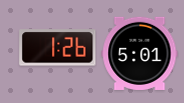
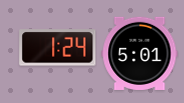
clock at (58, 48): 1:26 -> 1:24
